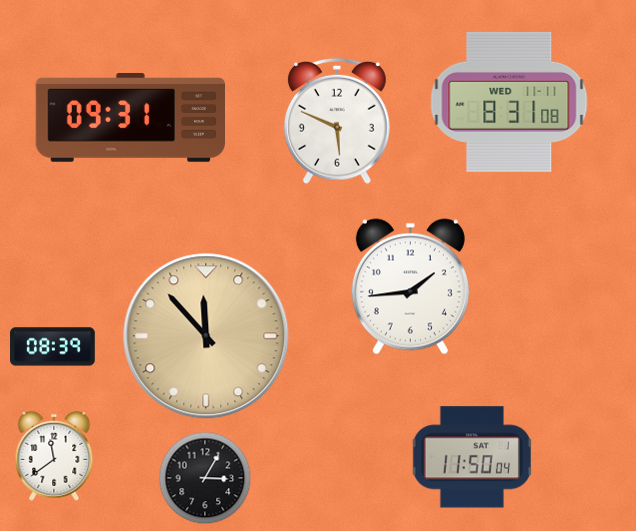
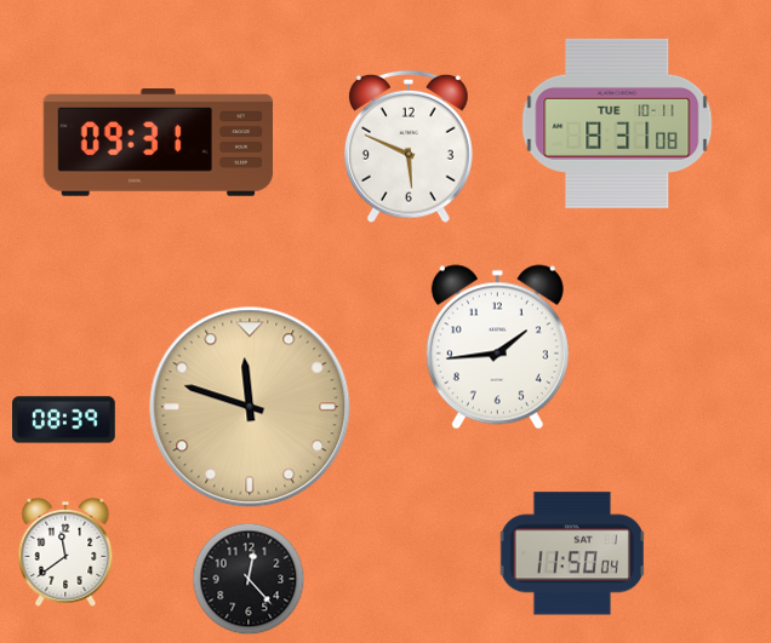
clock at (509, 102) date: WED 11-11 -> TUE 10-11
clock at (206, 336): 11:53 -> 11:48
clock at (205, 478): 3:05 -> 12:23
